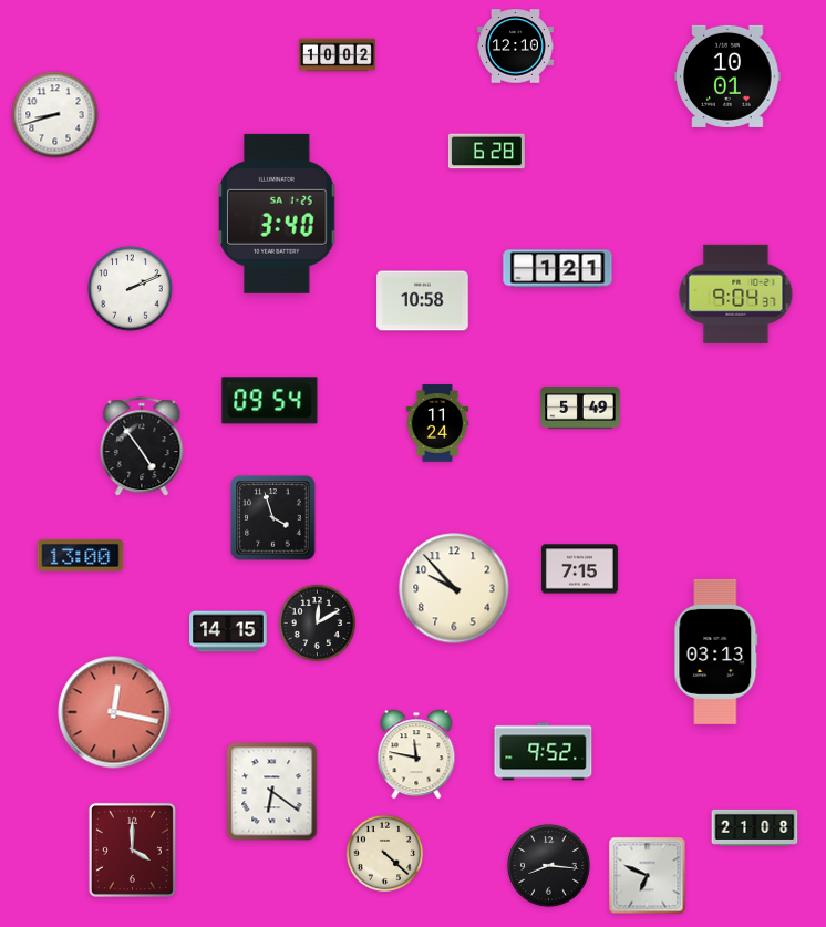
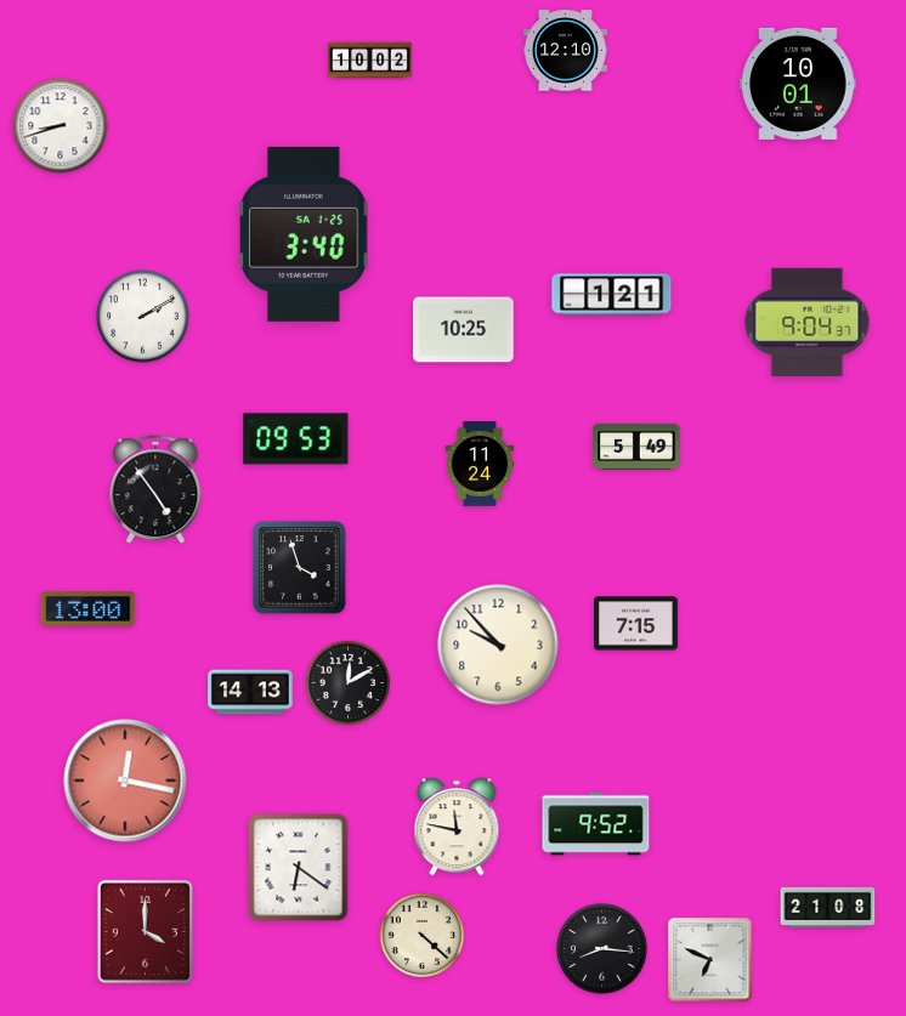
clock at (486, 152): 6:28 -> none
clock at (131, 289): 2:11 -> 2:10
clock at (423, 301): 10:58 -> 10:25
clock at (270, 401): 09:54 -> 09:53
clock at (228, 631): 14:15 -> 14:13
clock at (716, 651): 03:13 -> none
